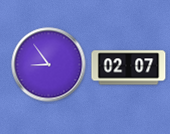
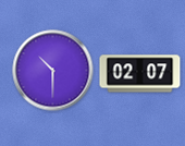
clock at (49, 65): 8:54 -> 10:30
